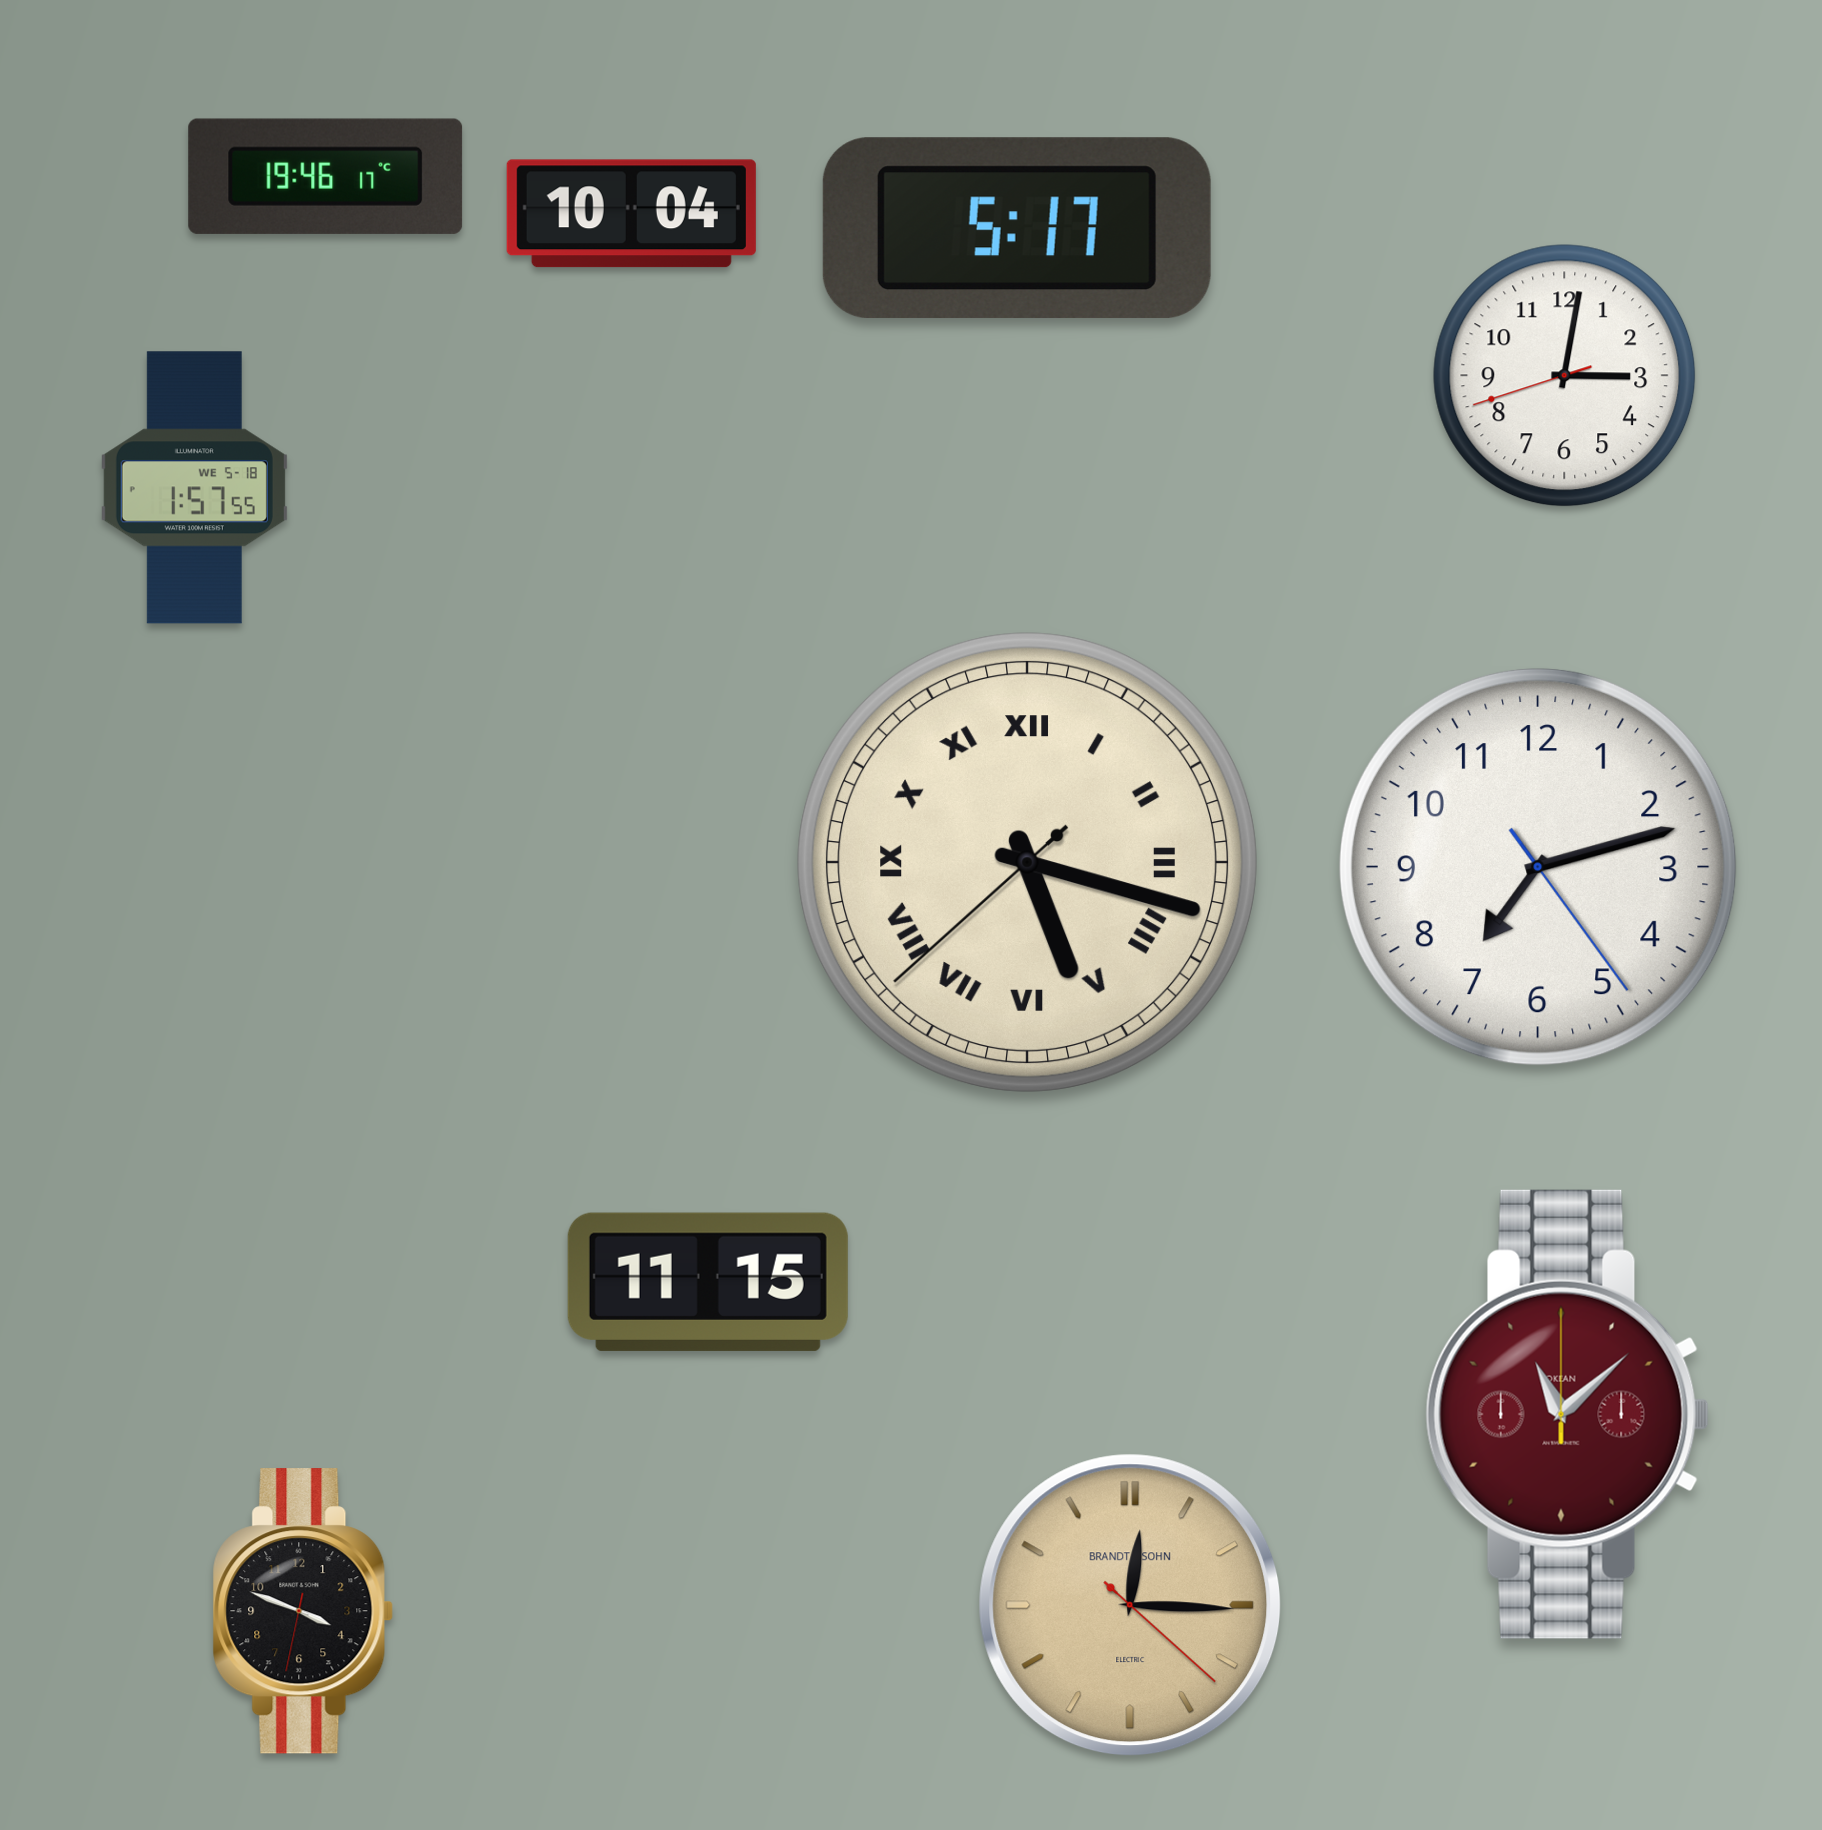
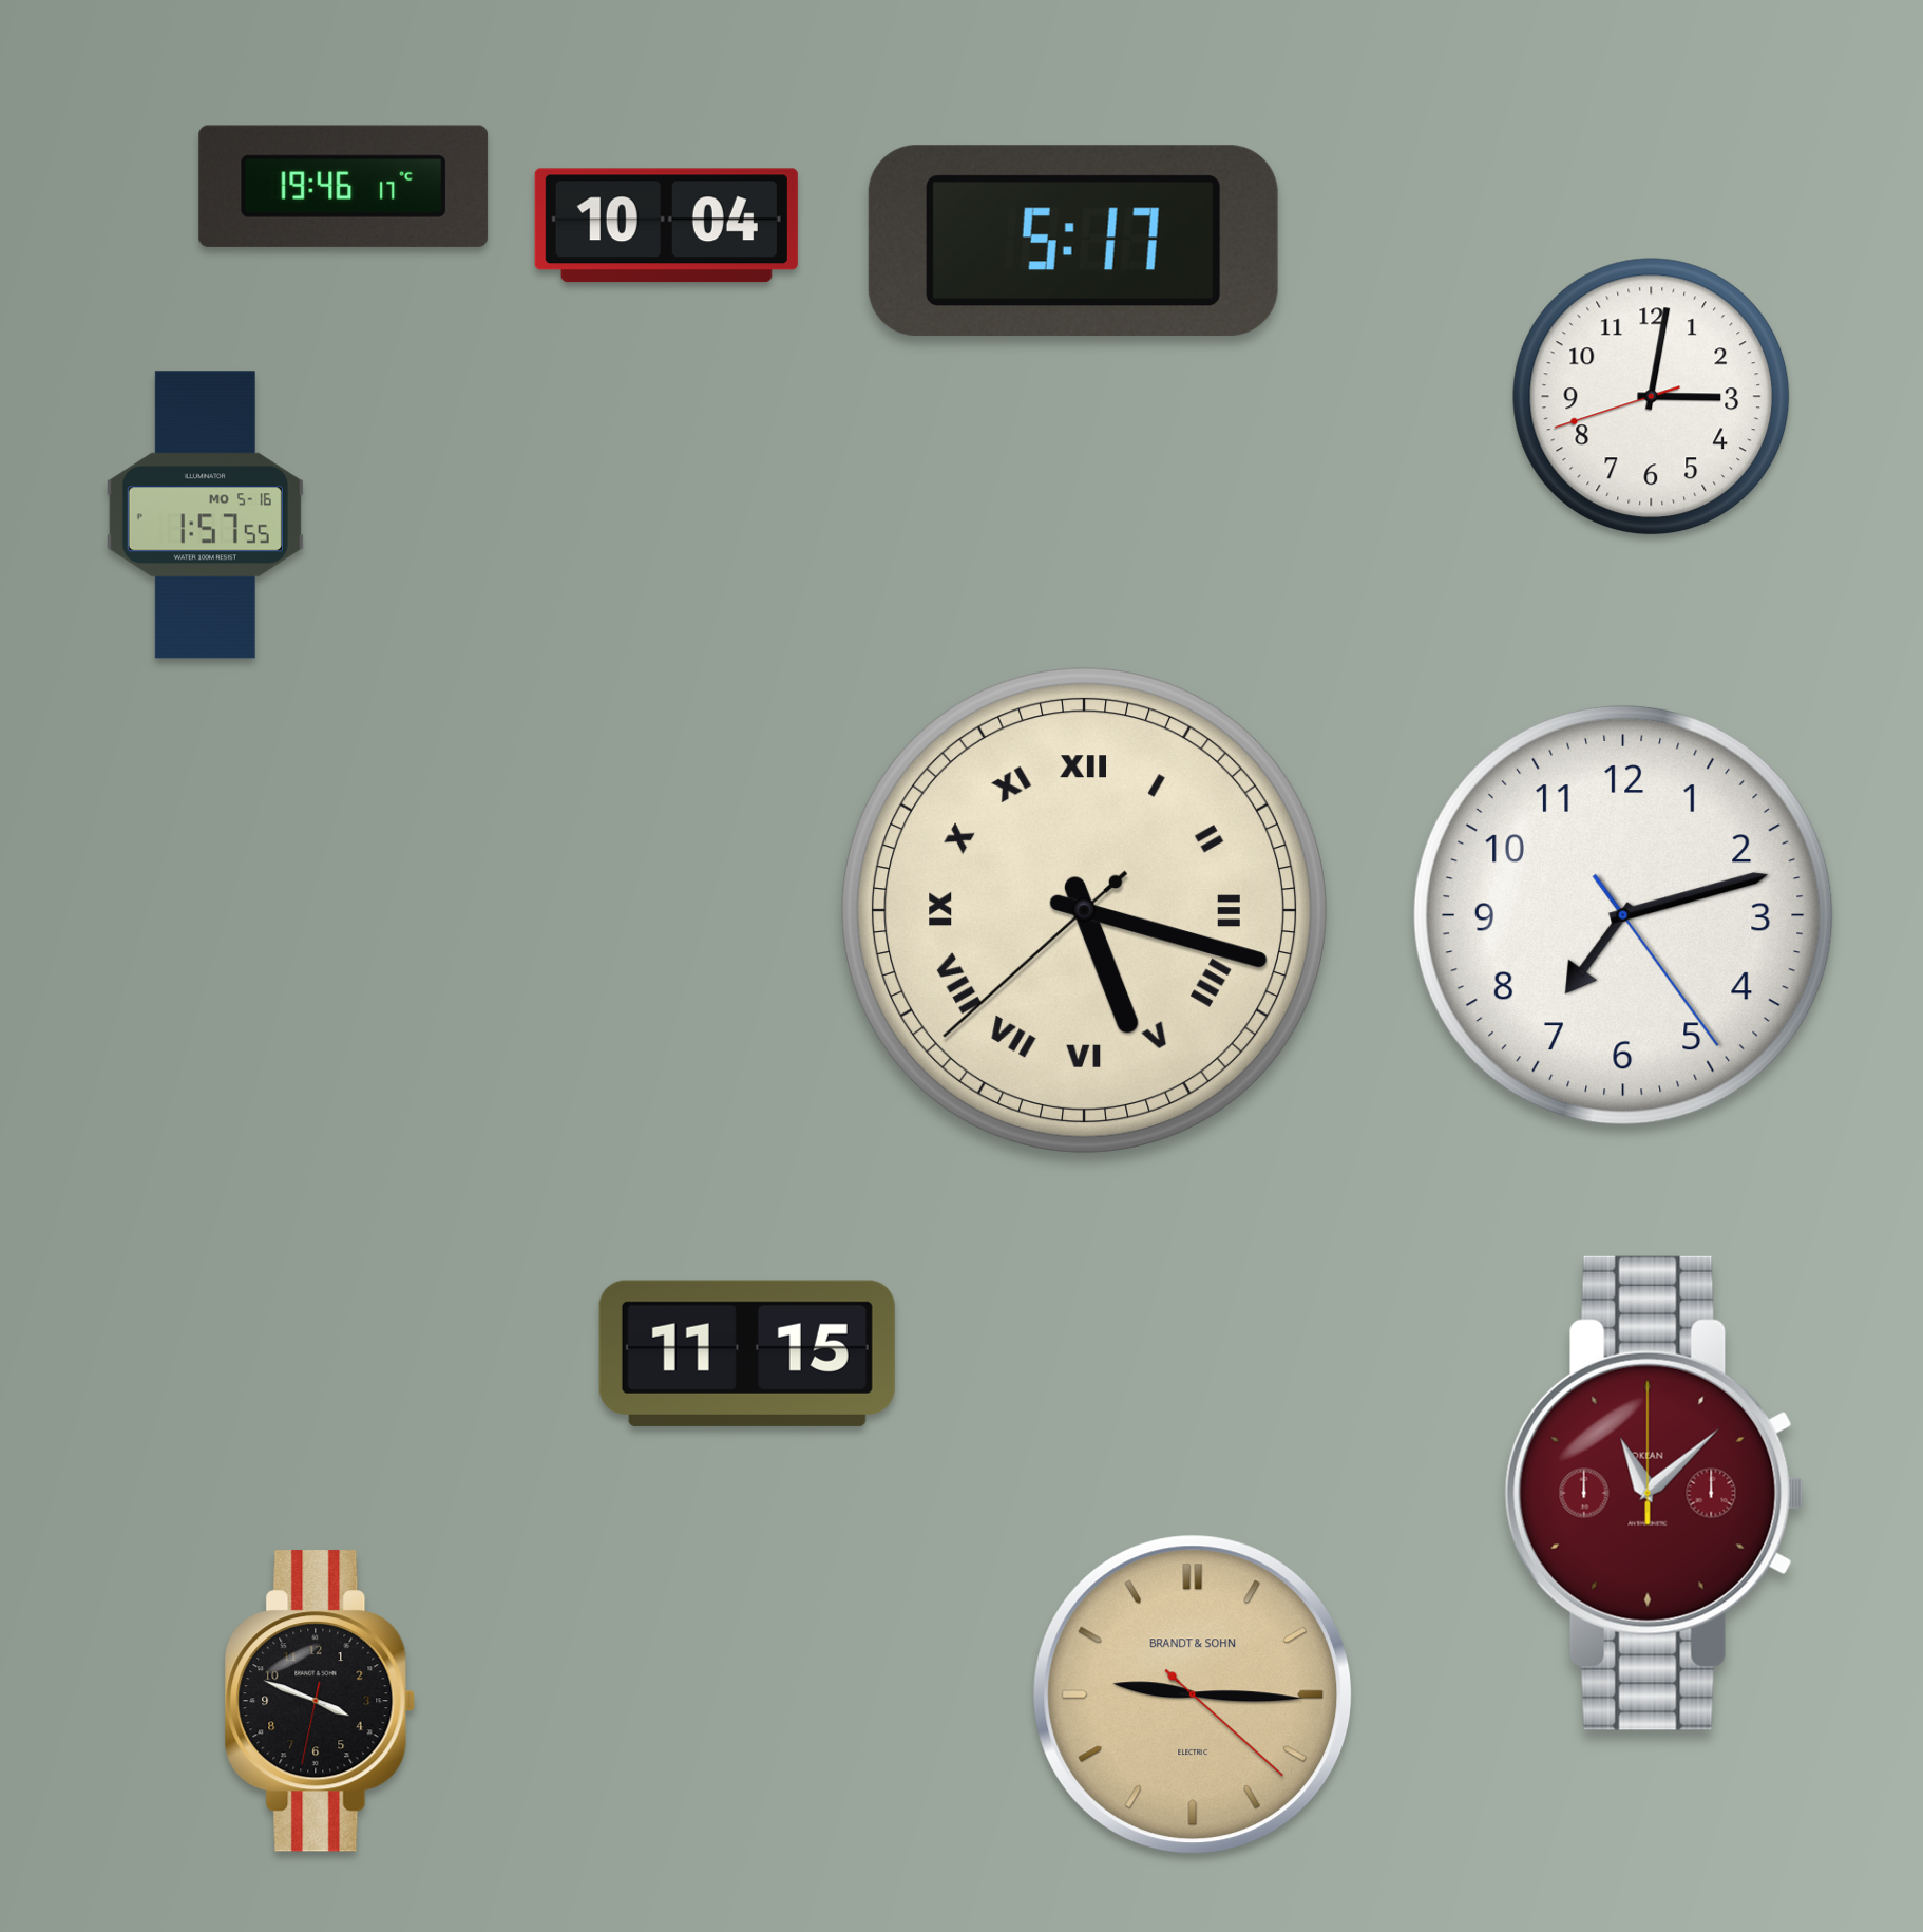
clock at (194, 488) date: WE 5-18 -> MO 5-16
clock at (1130, 1605): 12:15 -> 9:15
